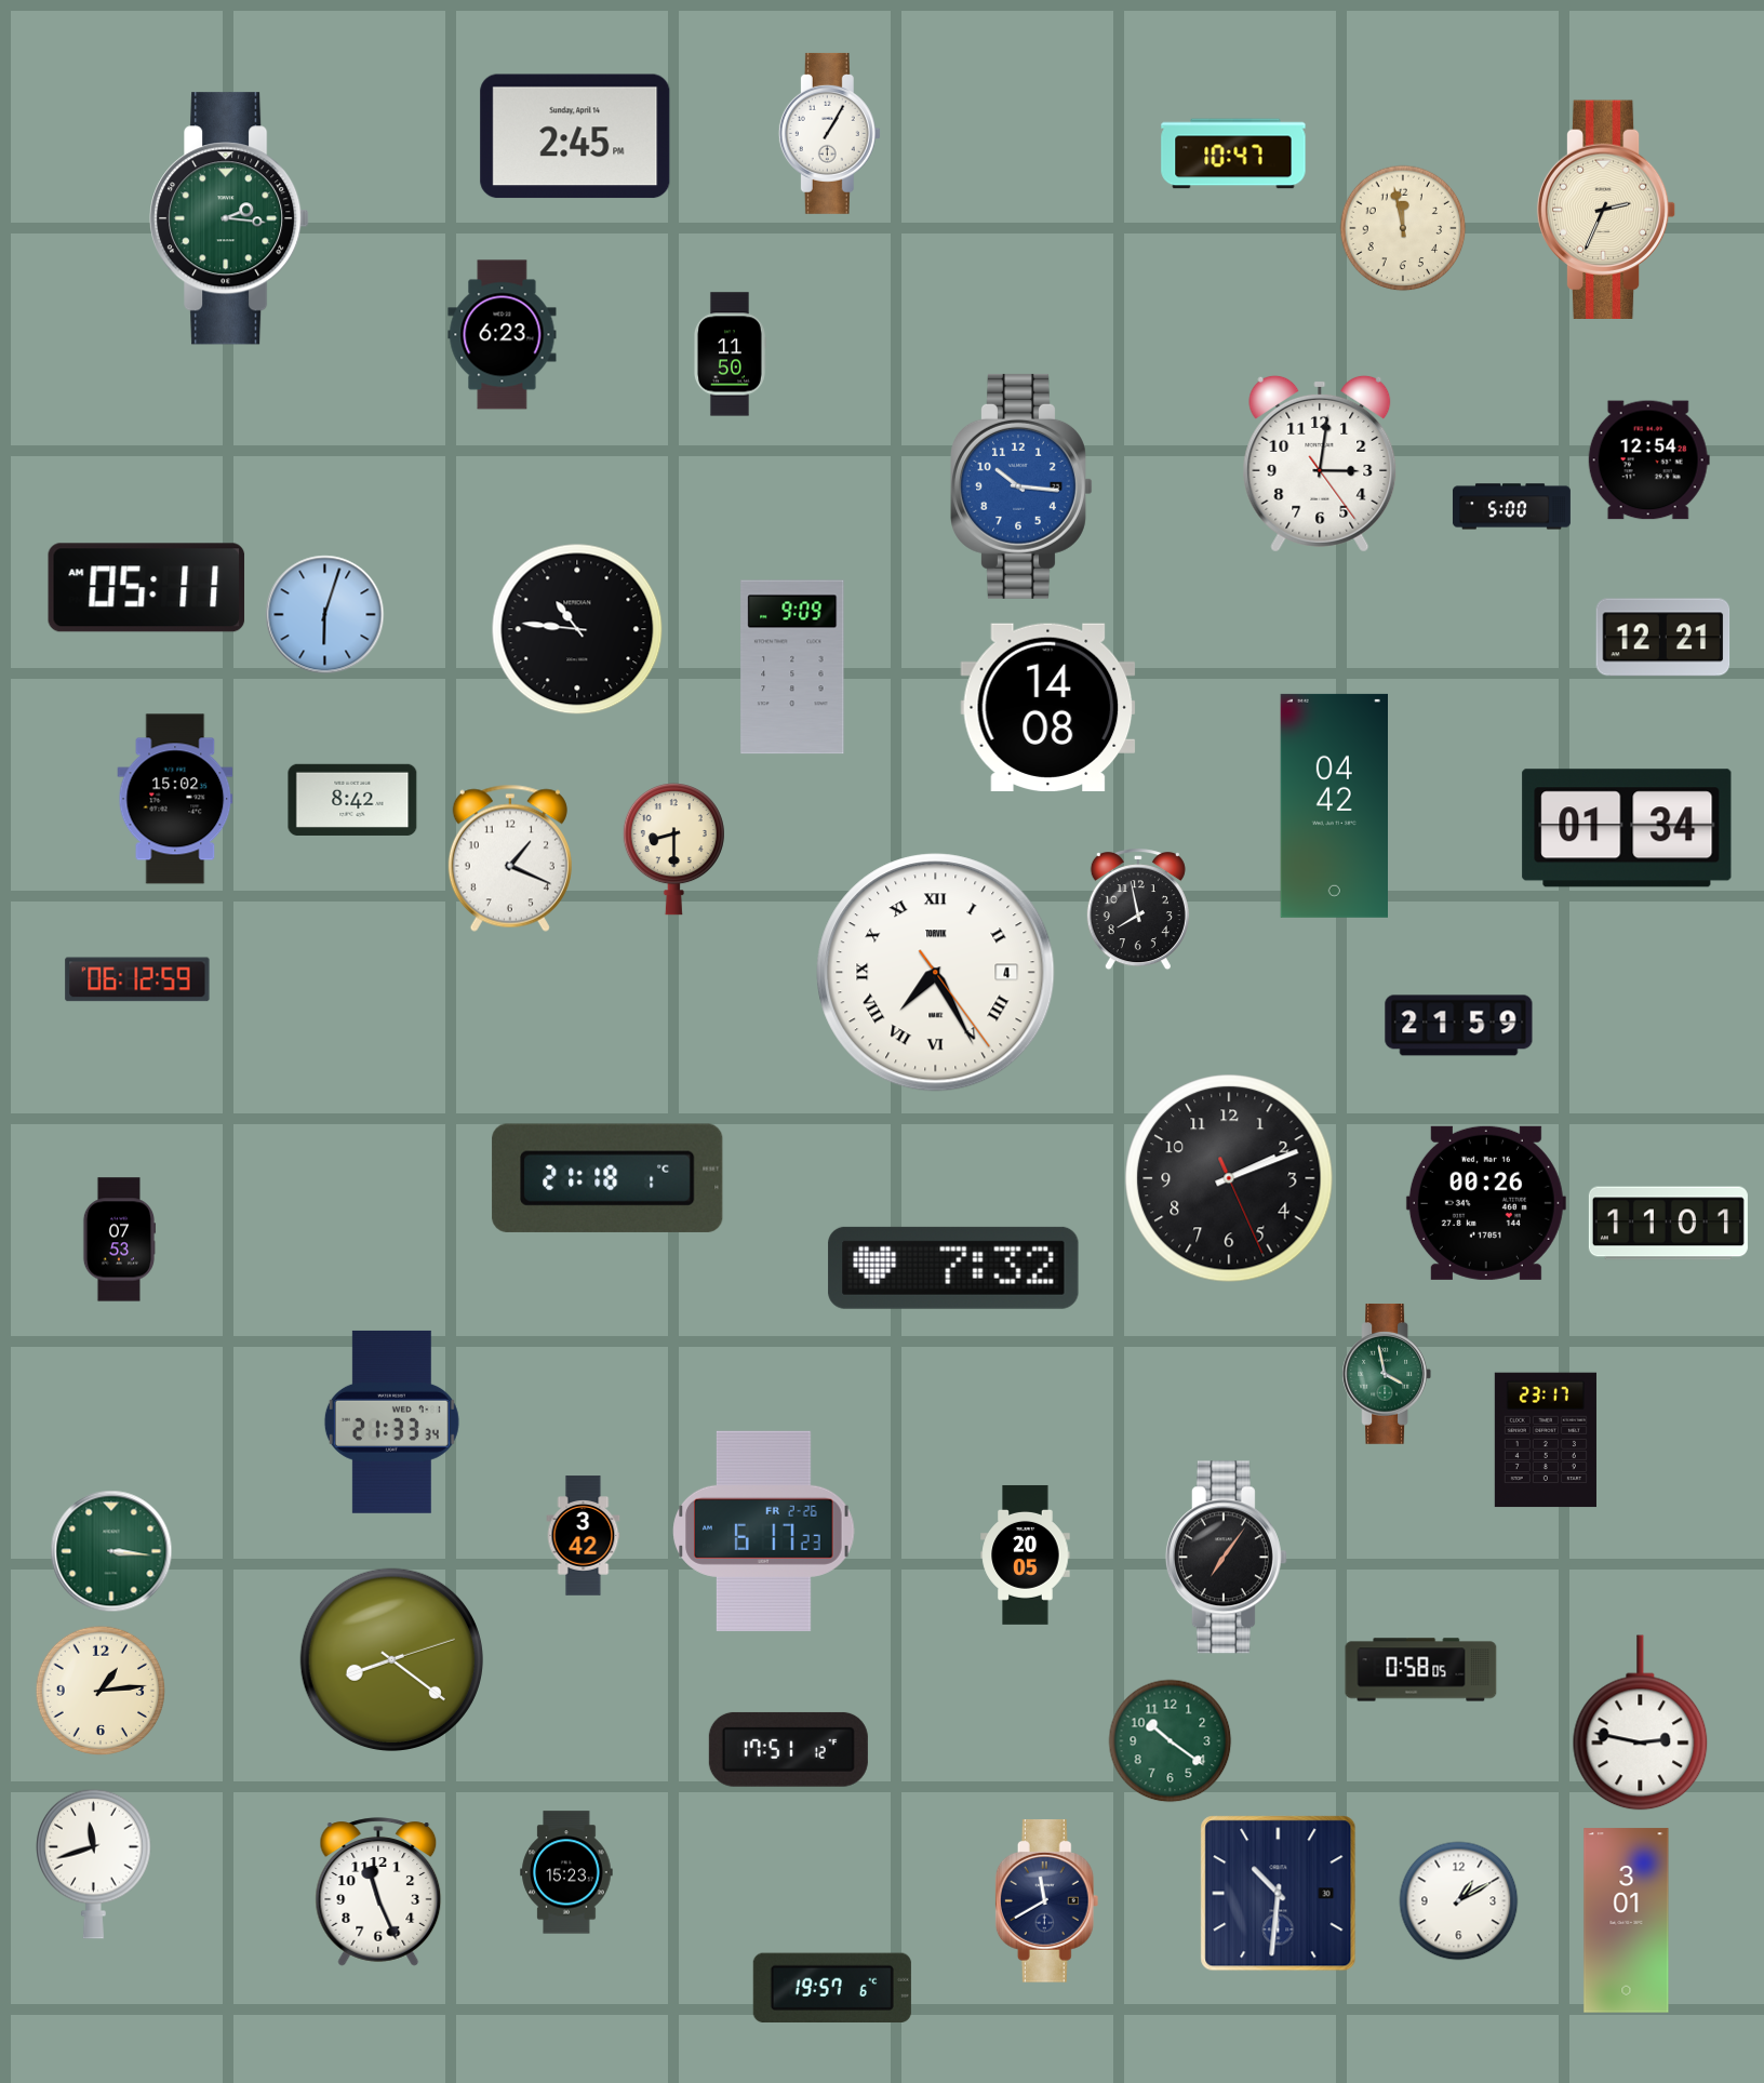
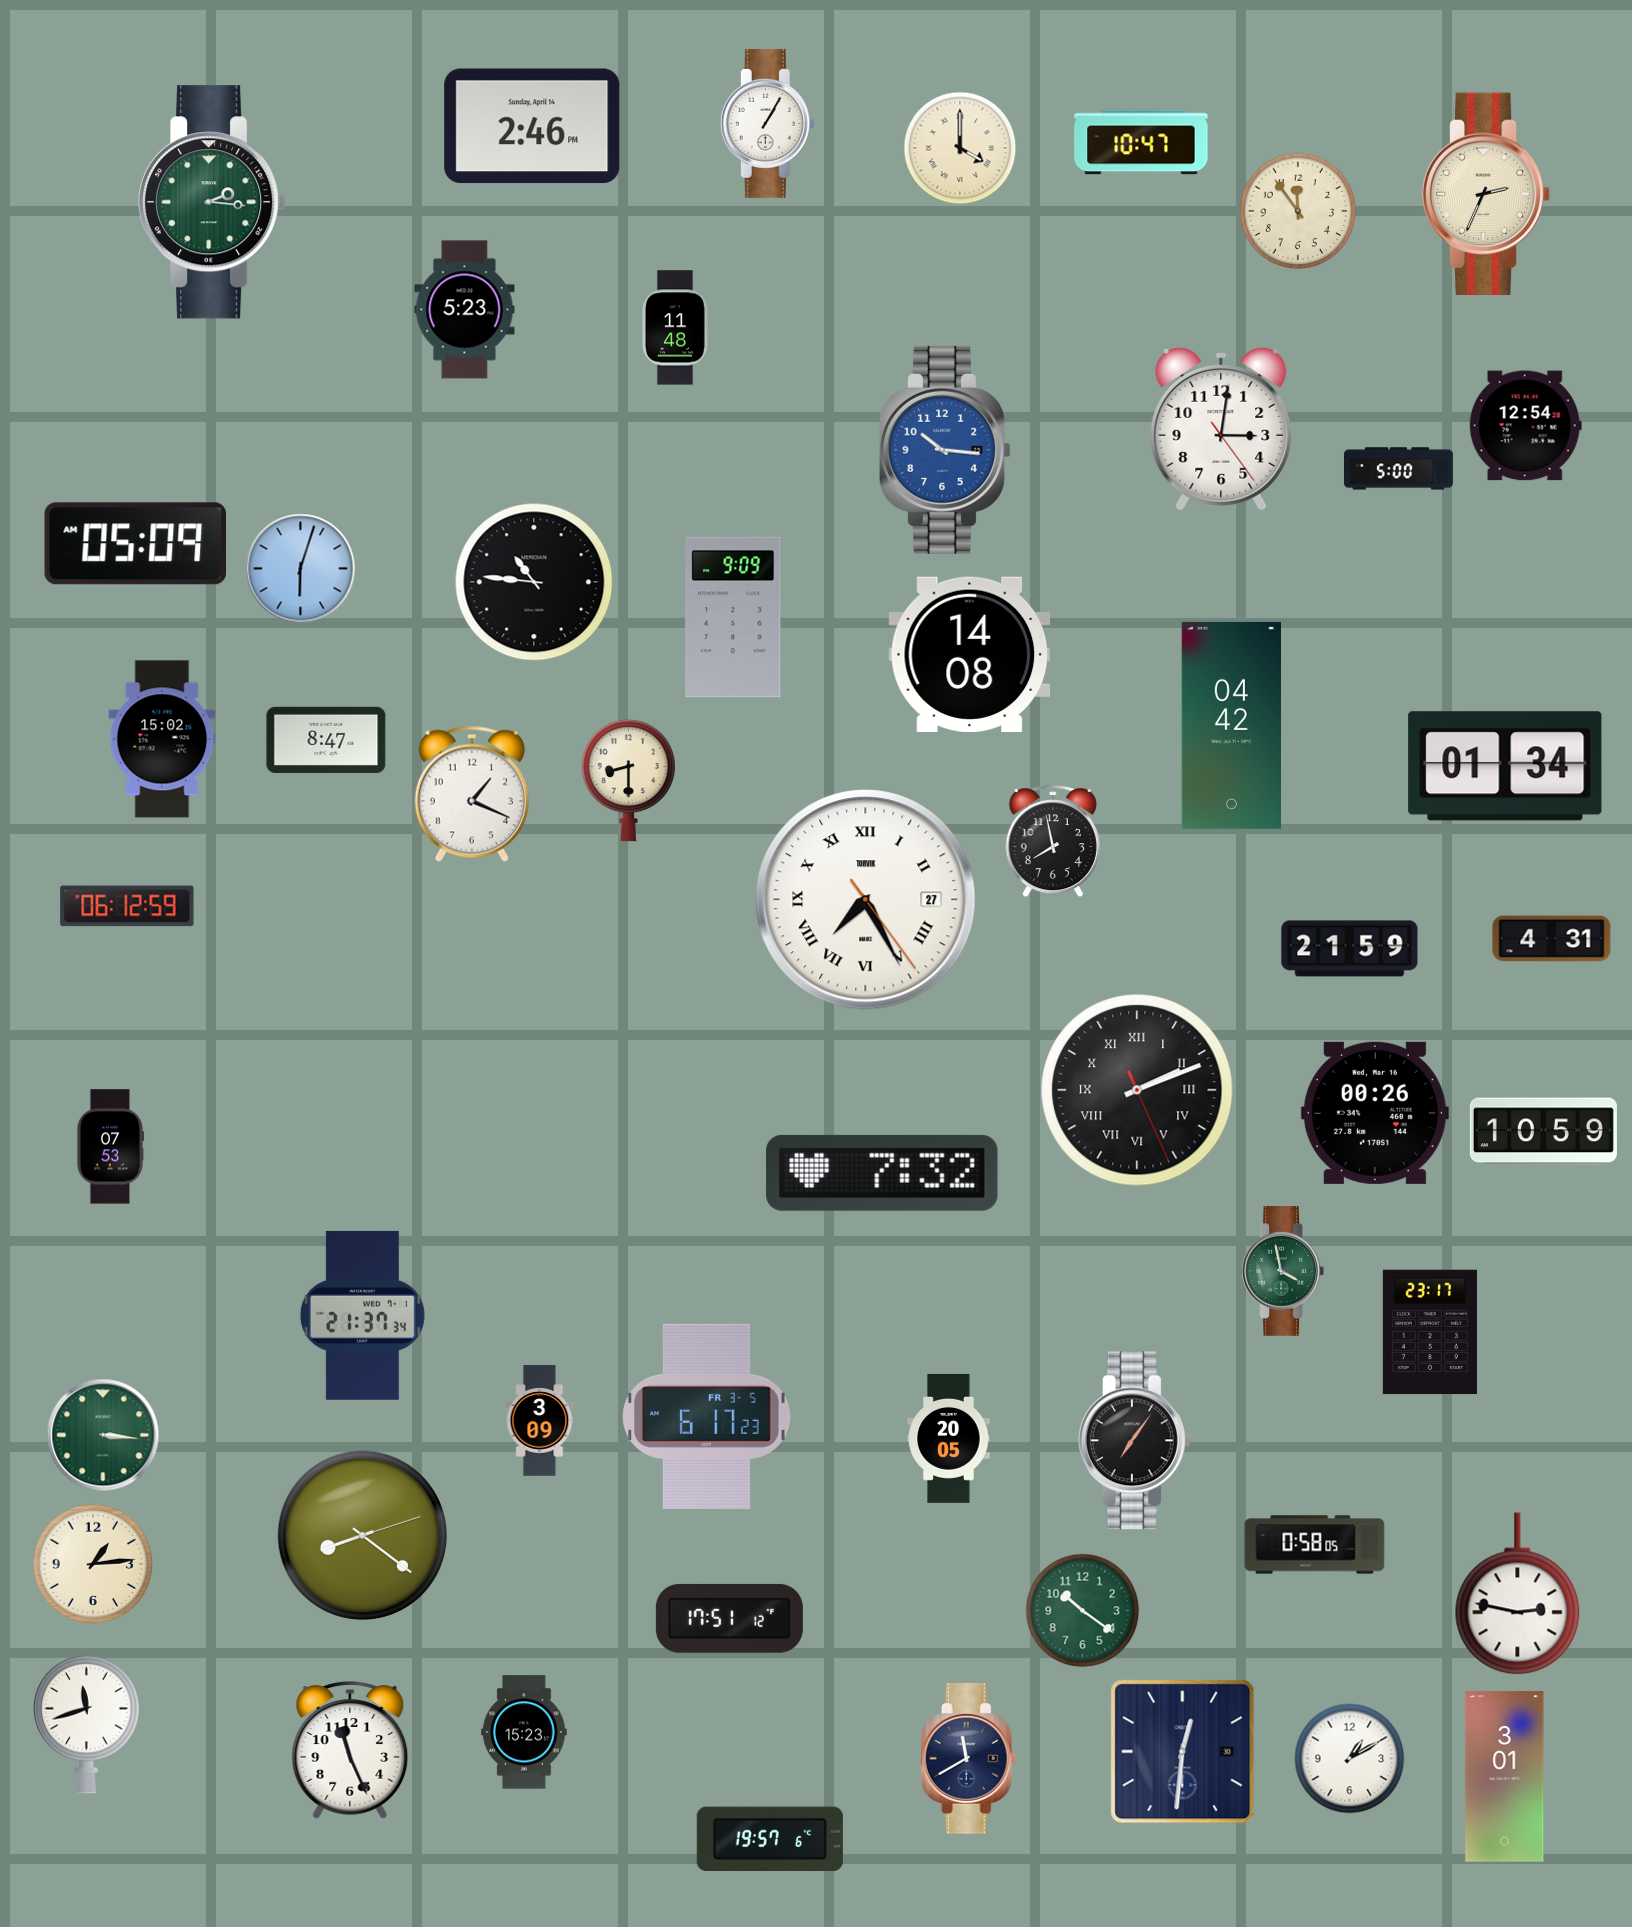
clock at (575, 136): 2:45 -> 2:46
clock at (960, 148): none -> 4:00
clock at (1403, 228): 11:58 -> 11:54
clock at (503, 335): 6:23 -> 5:23
clock at (730, 355): 11:50 -> 11:48
clock at (147, 588): 05:11 -> 05:09
clock at (1663, 638): 12:21 -> none
clock at (352, 800): 8:42 -> 8:47
clock at (1334, 805) position: (1334, 805) -> (1231, 725)
clock at (673, 850) position: (673, 850) -> (628, 781)
clock at (936, 973) date: 4 -> 27
clock at (1552, 939): none -> 4:31
clock at (607, 1178): 21:18 -> none
clock at (1229, 1178) numerals: Arabic -> Roman
clock at (1668, 1224): 11:01 -> 10:59
clock at (391, 1421): 21:33 -> 21:37
clock at (764, 1531) date: FR 2-26 -> FR 3-5
clock at (584, 1536): 3:42 -> 3:09
clock at (1279, 1894): 10:31 -> 12:31
